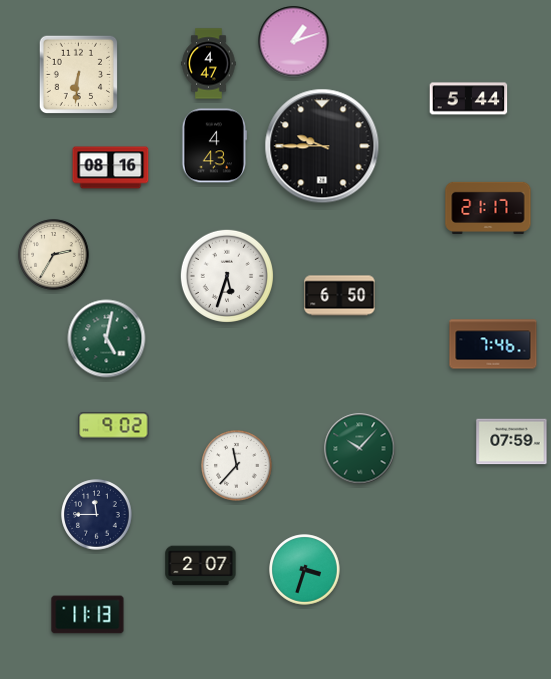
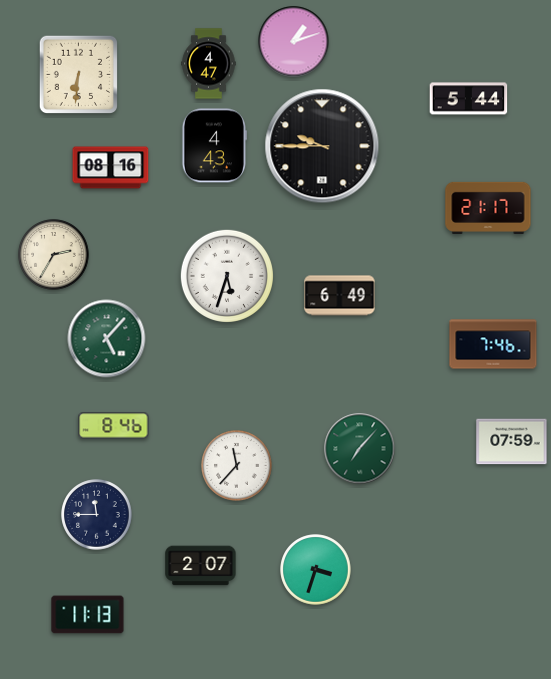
clock at (340, 296): 6:50 -> 6:49
clock at (107, 339): 5:02 -> 5:07
clock at (114, 426): 9:02 -> 8:46
clock at (360, 449): 10:07 -> 7:07
clock at (305, 570) position: (305, 570) -> (316, 570)
